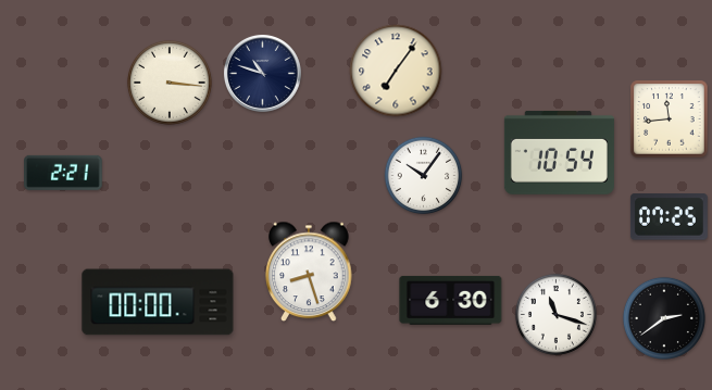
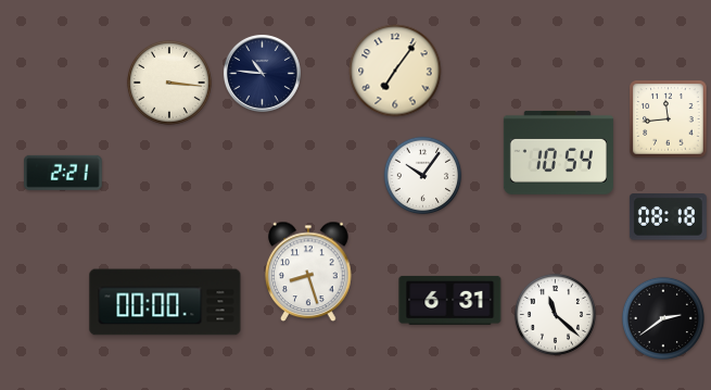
clock at (262, 73): 10:48 -> 10:46
clock at (669, 217): 07:25 -> 08:18
clock at (451, 300): 6:30 -> 6:31
clock at (158, 302) position: (158, 302) -> (165, 302)
clock at (555, 314): 11:18 -> 11:22
